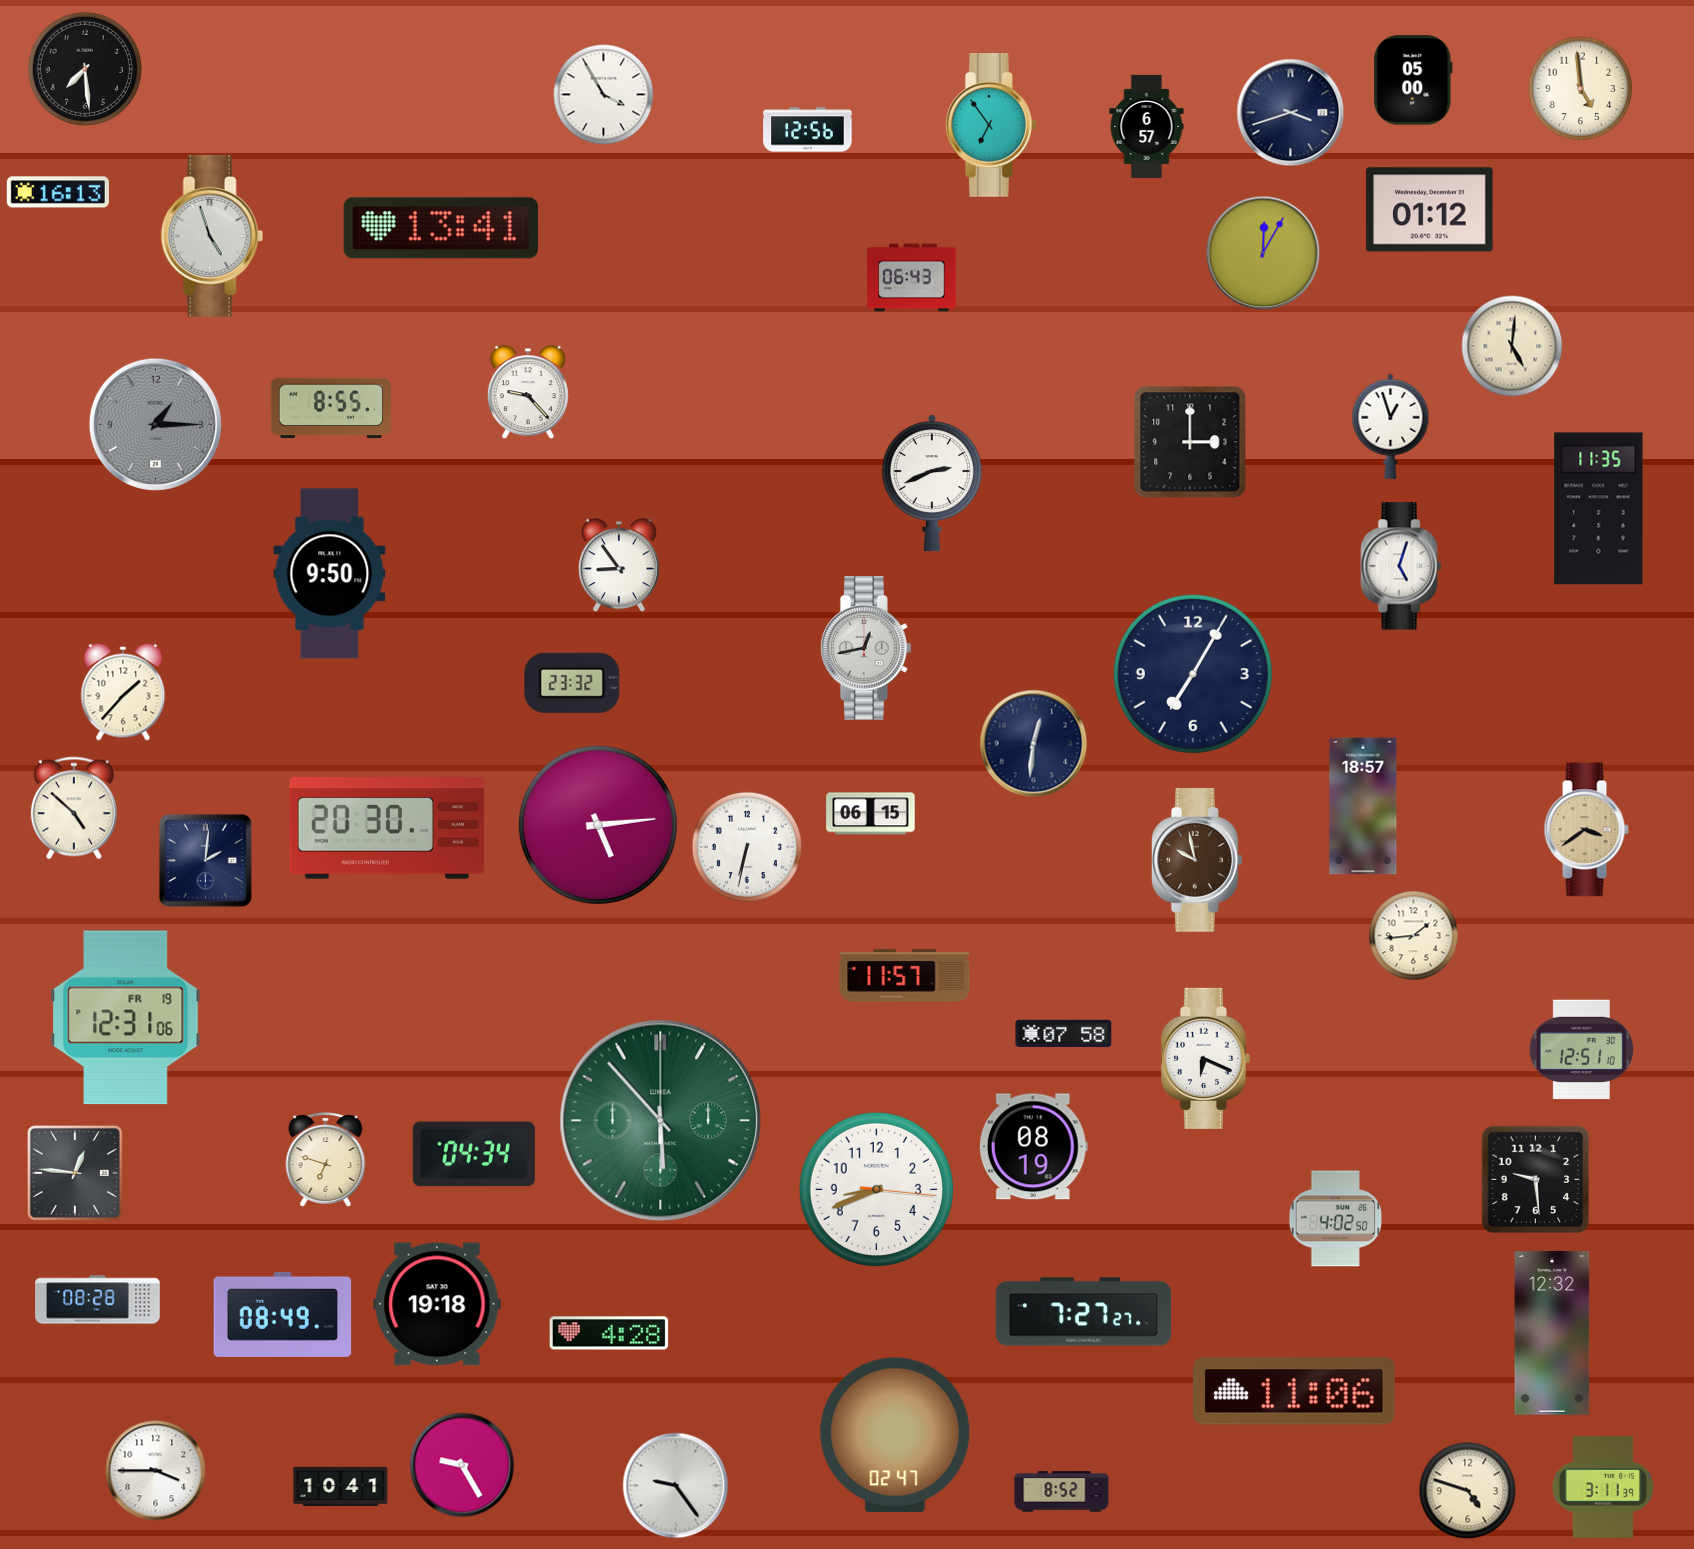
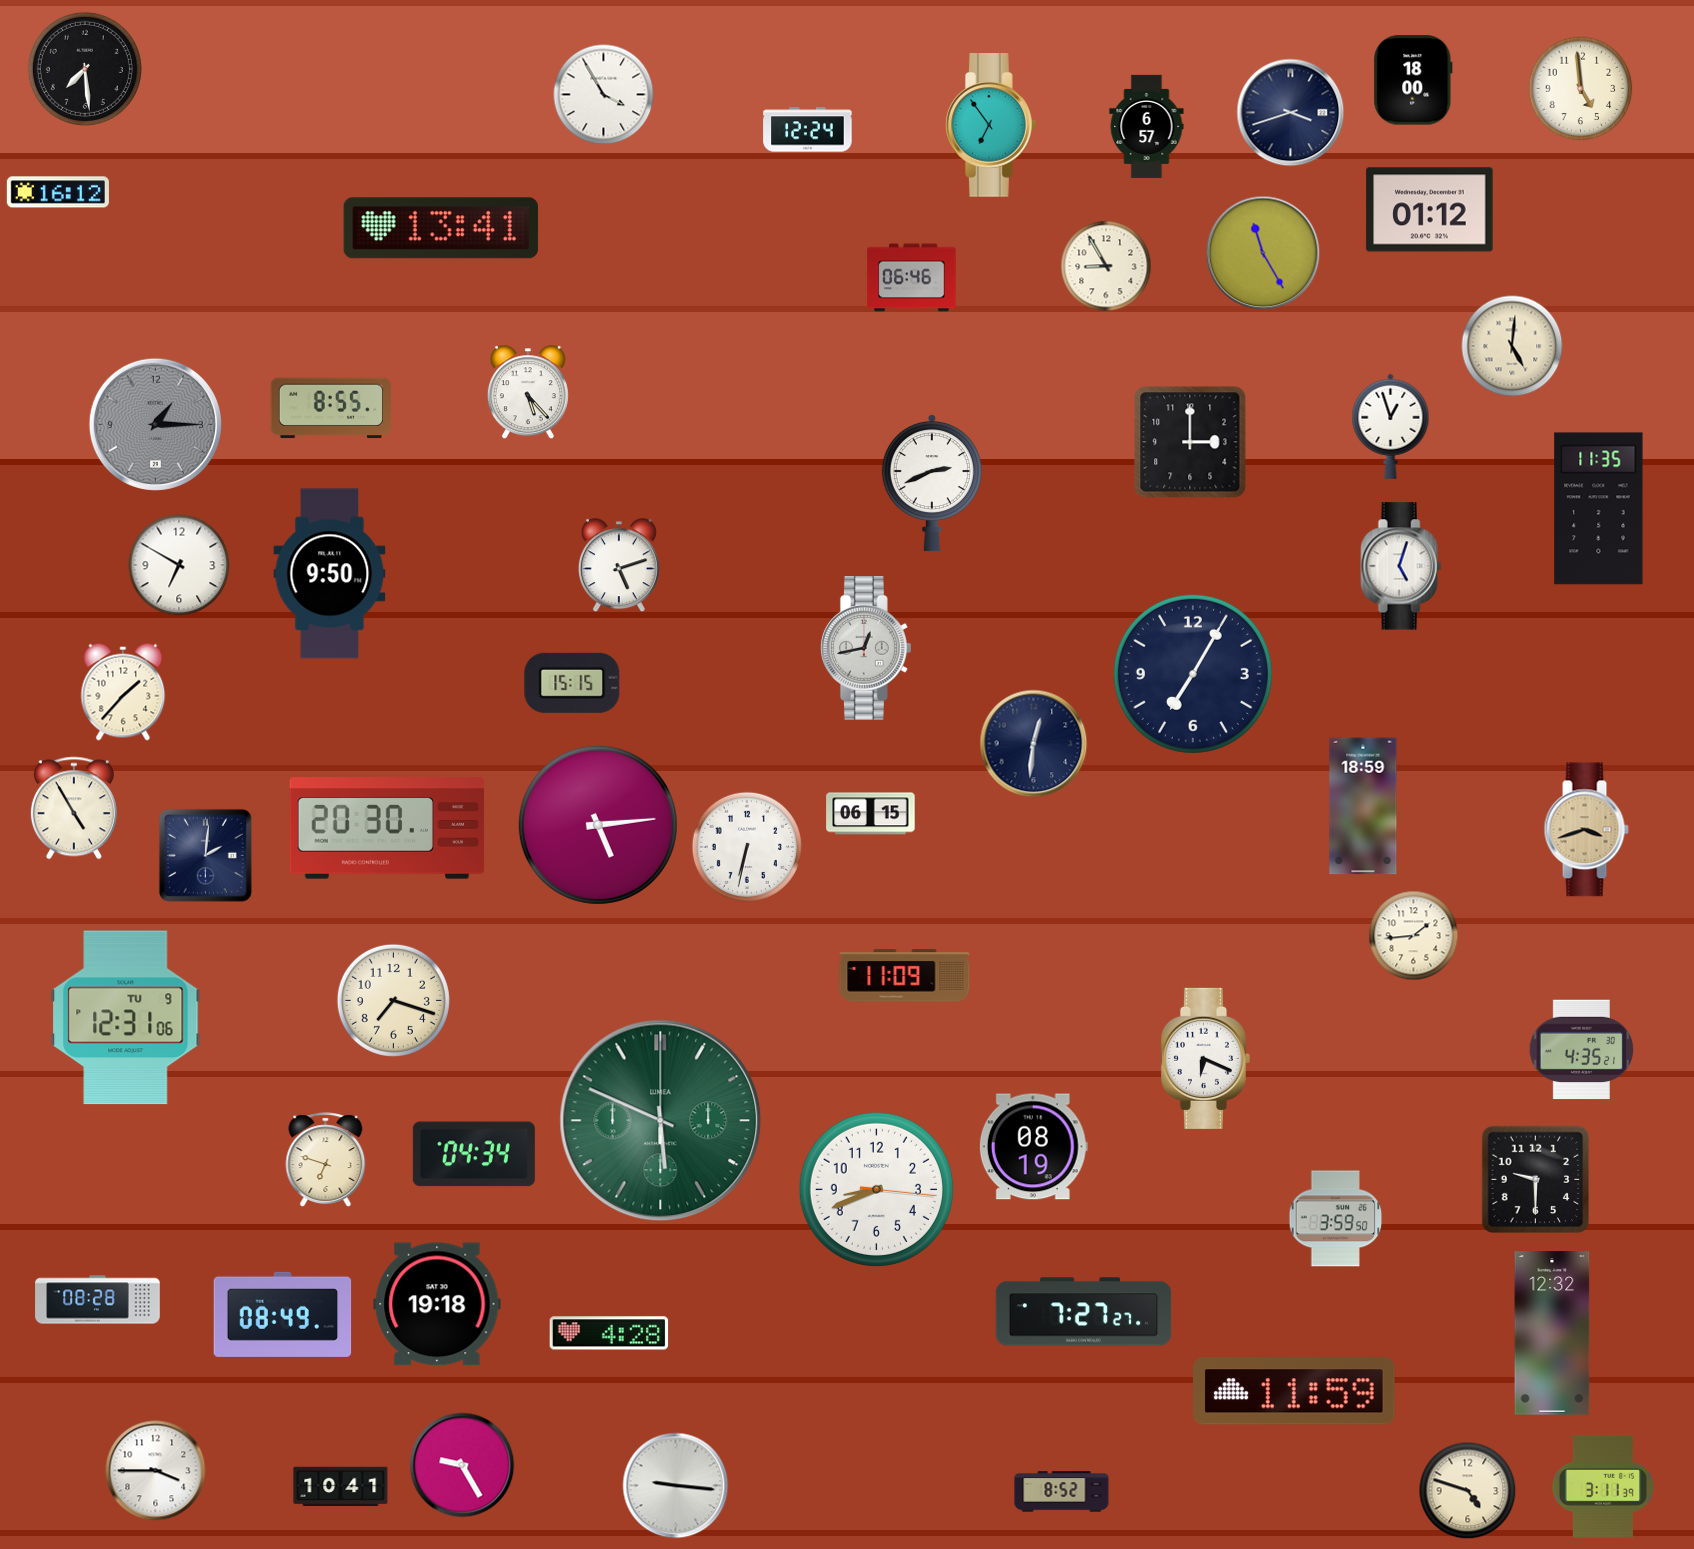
clock at (1413, 80): 05:00 -> 18:00
clock at (808, 130): 12:56 -> 12:24
clock at (58, 192): 16:13 -> 16:12
clock at (212, 236): 4:57 -> none
clock at (1263, 253): 12:05 -> 11:25
clock at (1106, 266): none -> 8:55
clock at (912, 278): 06:43 -> 06:46
clock at (528, 393): 9:23 -> 5:23
clock at (179, 565): none -> 6:50
clock at (619, 566): 8:54 -> 5:12
clock at (572, 683): 23:32 -> 15:15
clock at (1363, 806): 18:57 -> 18:59
clock at (74, 808): 4:52 -> 4:55
clock at (1586, 830): 3:39 -> 3:42
clock at (205, 860) position: (205, 860) -> (205, 855)
clock at (1197, 861): 9:58 -> none
clock at (905, 976): 11:57 -> 11:09
clock at (393, 1000): none -> 7:18
clock at (126, 1018) date: FR 19 -> TU 9
clock at (1064, 1033): 07:58 -> none
clock at (1581, 1050): 12:51 -> 4:35
clock at (661, 1121): 5:53 -> 5:49
clock at (75, 1173): 12:46 -> none
clock at (1536, 1180): 9:29 -> 9:30
clock at (1336, 1219): 4:02 -> 3:59
clock at (1294, 1391): 11:06 -> 11:59
clock at (895, 1435): 02:47 -> none
clock at (676, 1486): 9:24 -> 9:16
